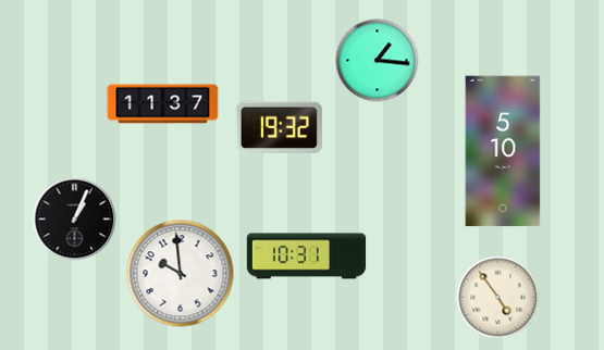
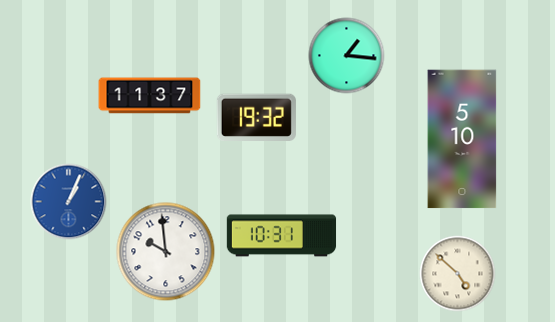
clock at (75, 220) dial: black -> blue
clock at (498, 298): 4:54 -> 4:52
